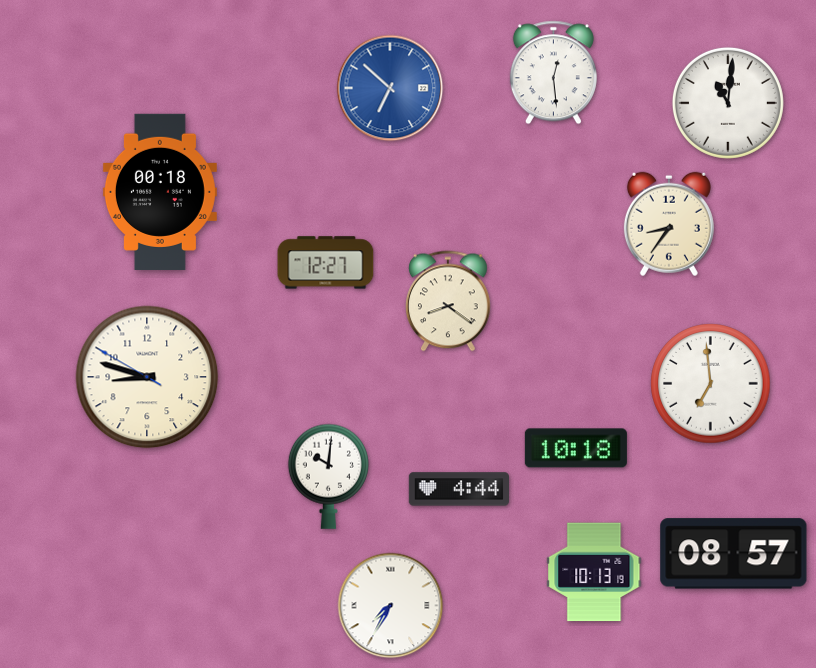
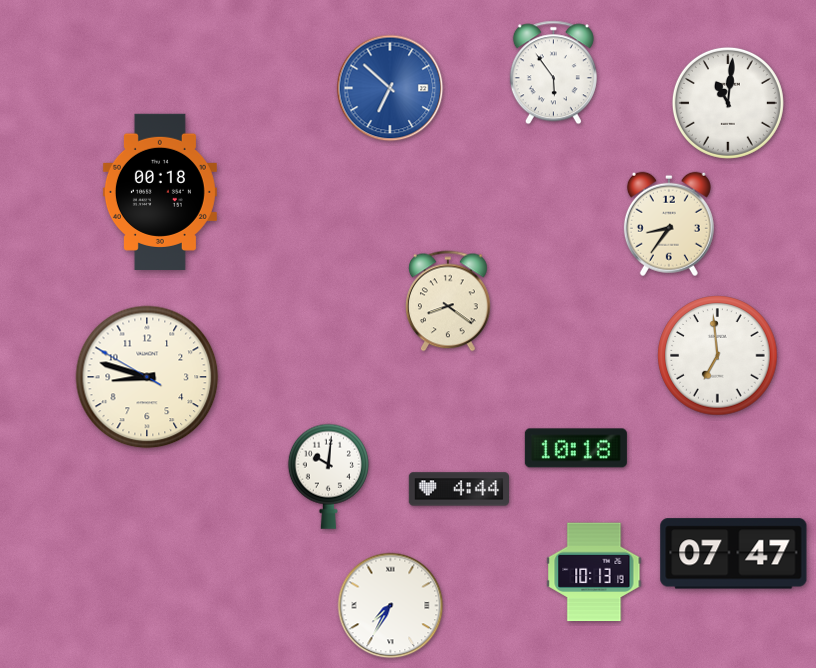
clock at (553, 73): 12:29 -> 5:54
clock at (326, 263): 12:27 -> none
clock at (711, 384) position: (711, 384) -> (718, 356)
clock at (734, 554): 08:57 -> 07:47
